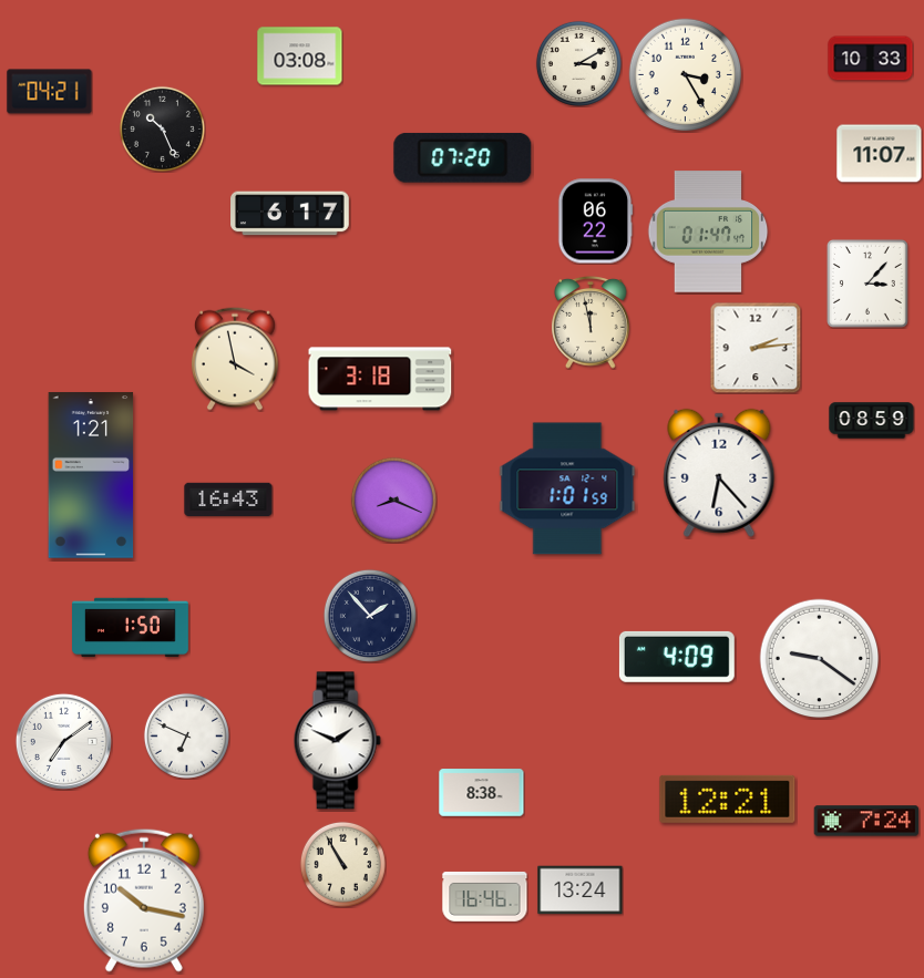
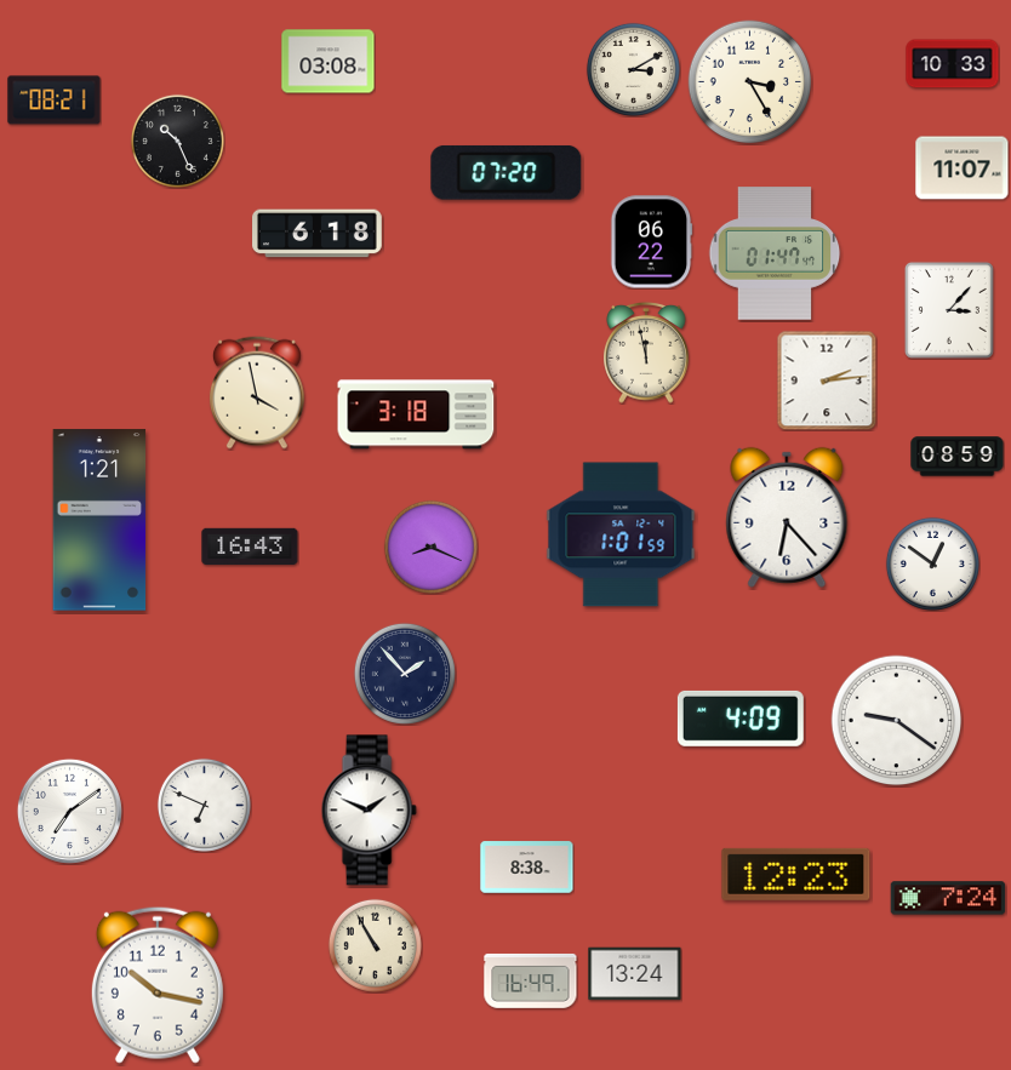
clock at (50, 92): 04:21 -> 08:21
clock at (290, 214): 6:17 -> 6:18
clock at (872, 421) position: (872, 421) -> (958, 457)
clock at (932, 563): none -> 12:51
clock at (131, 628): 1:50 -> none
clock at (728, 799): 12:21 -> 12:23
clock at (485, 896): 16:46 -> 16:49
